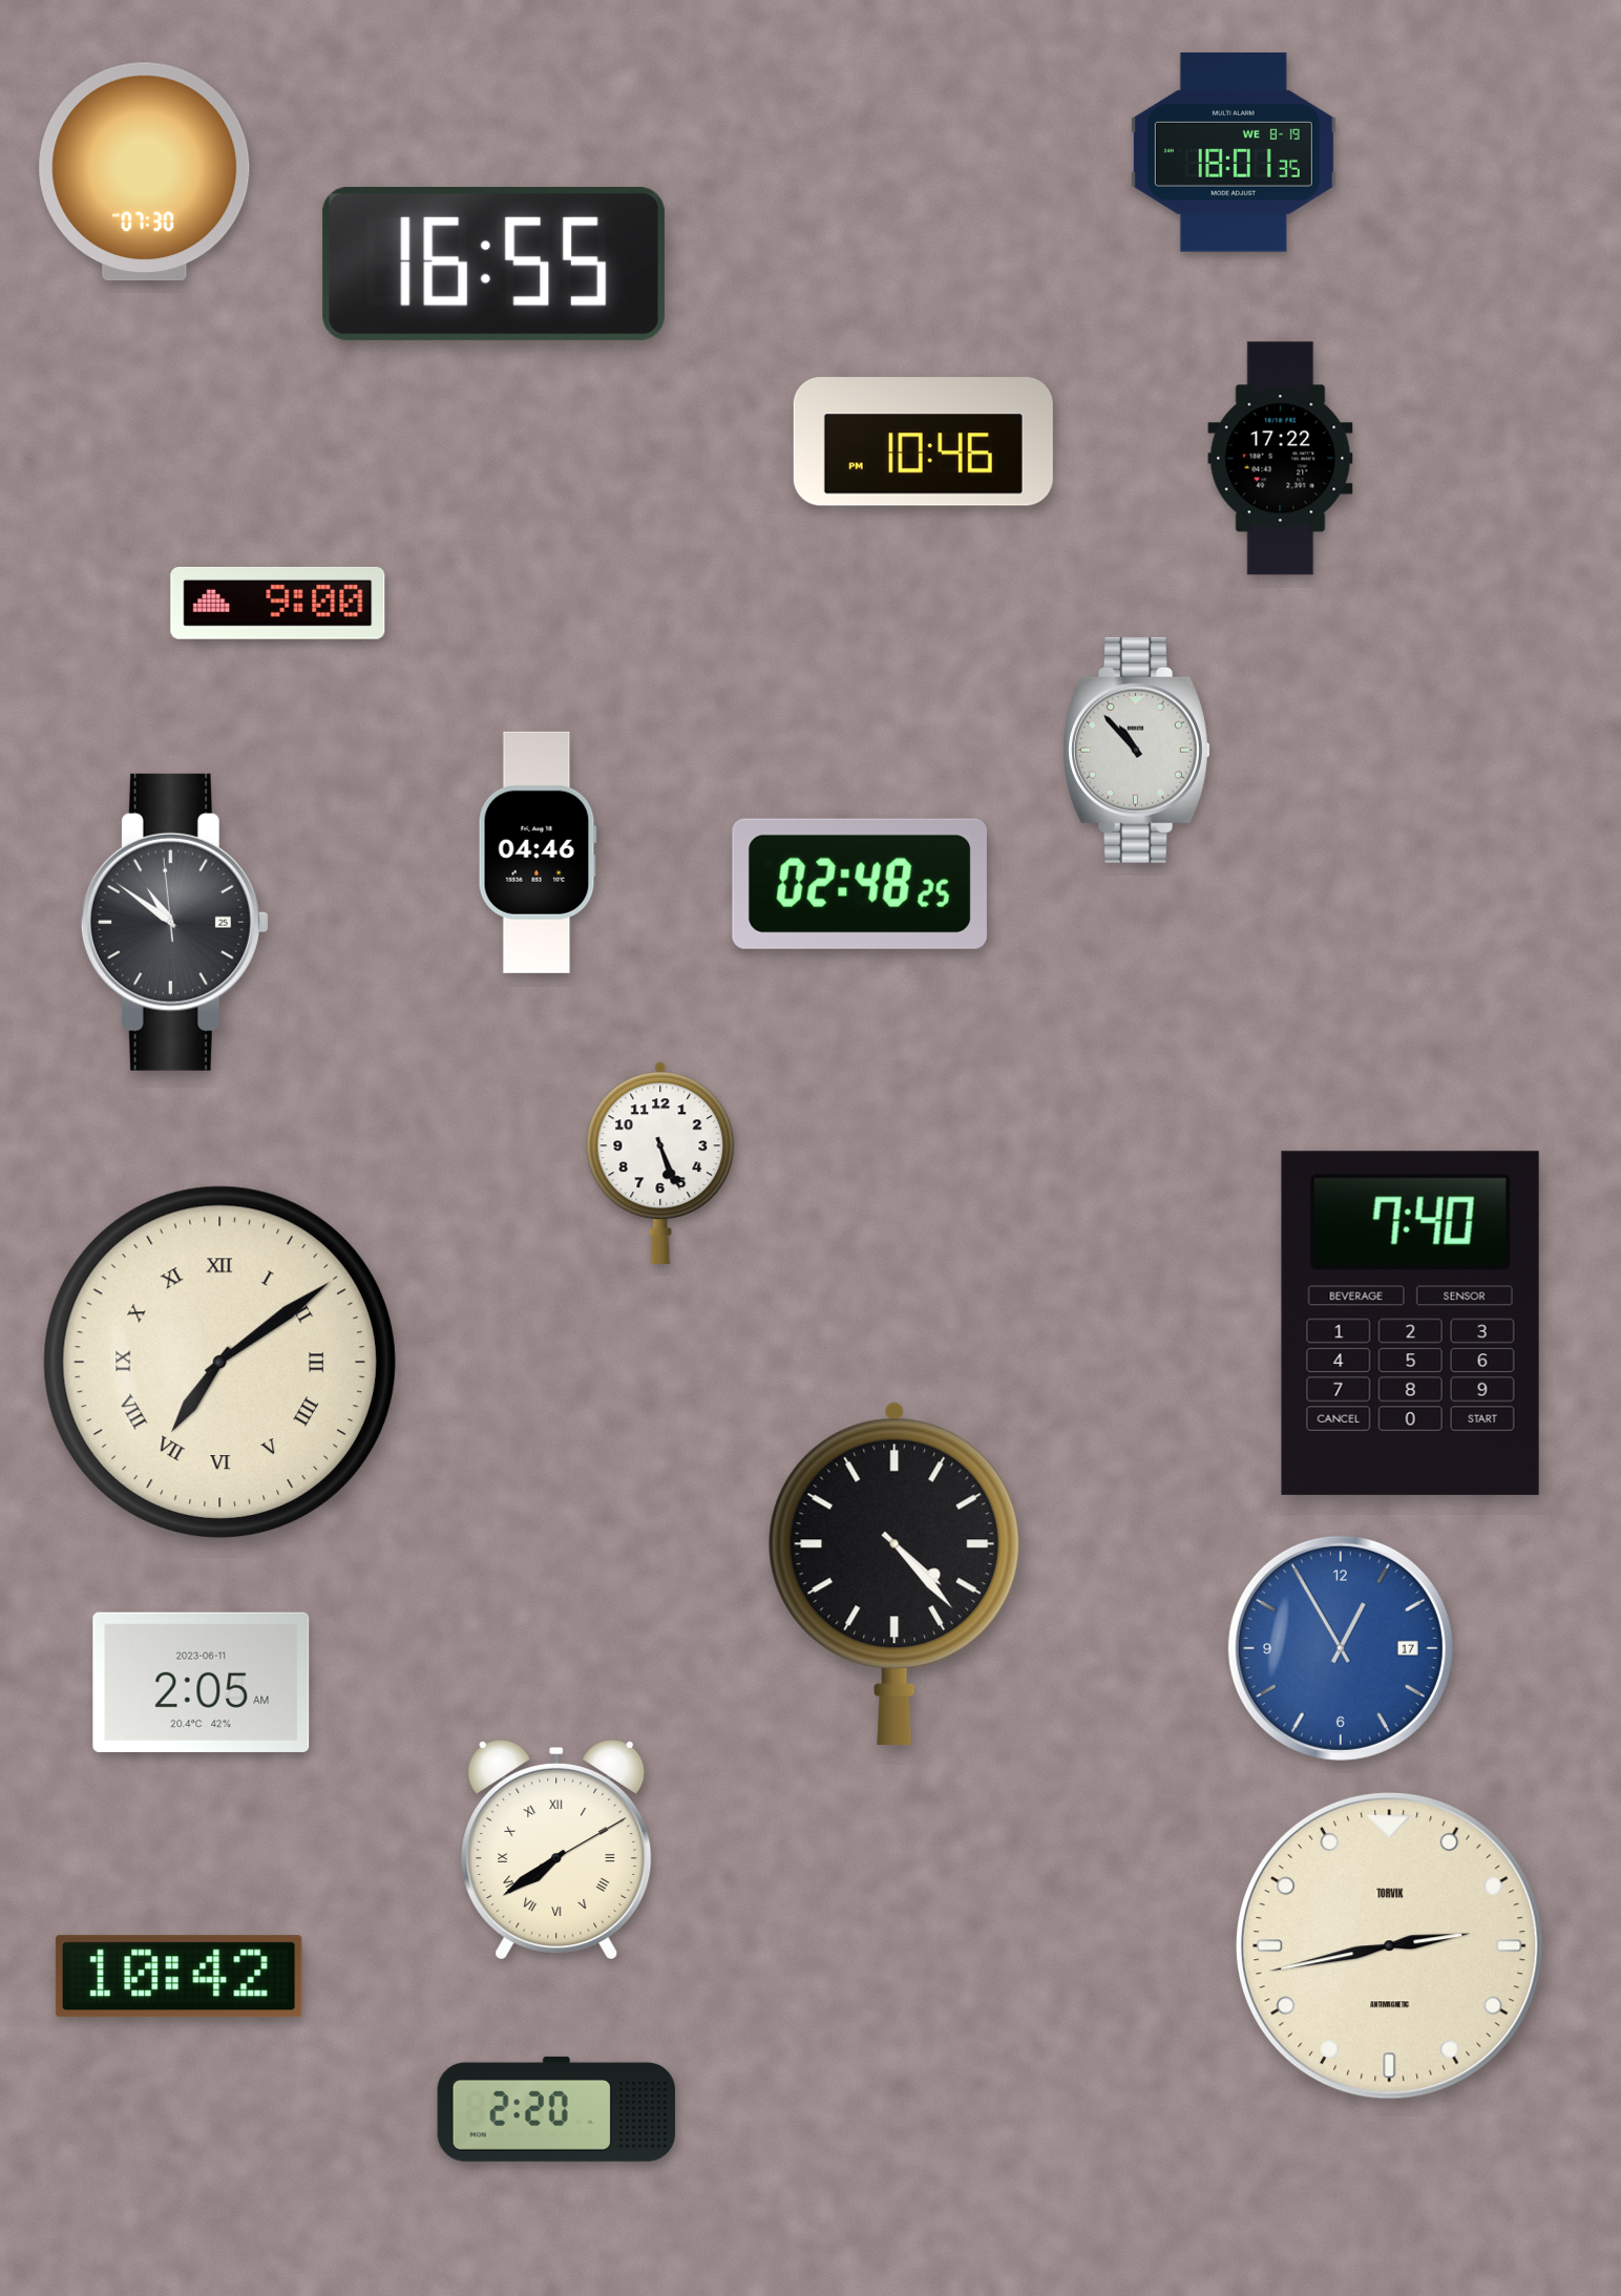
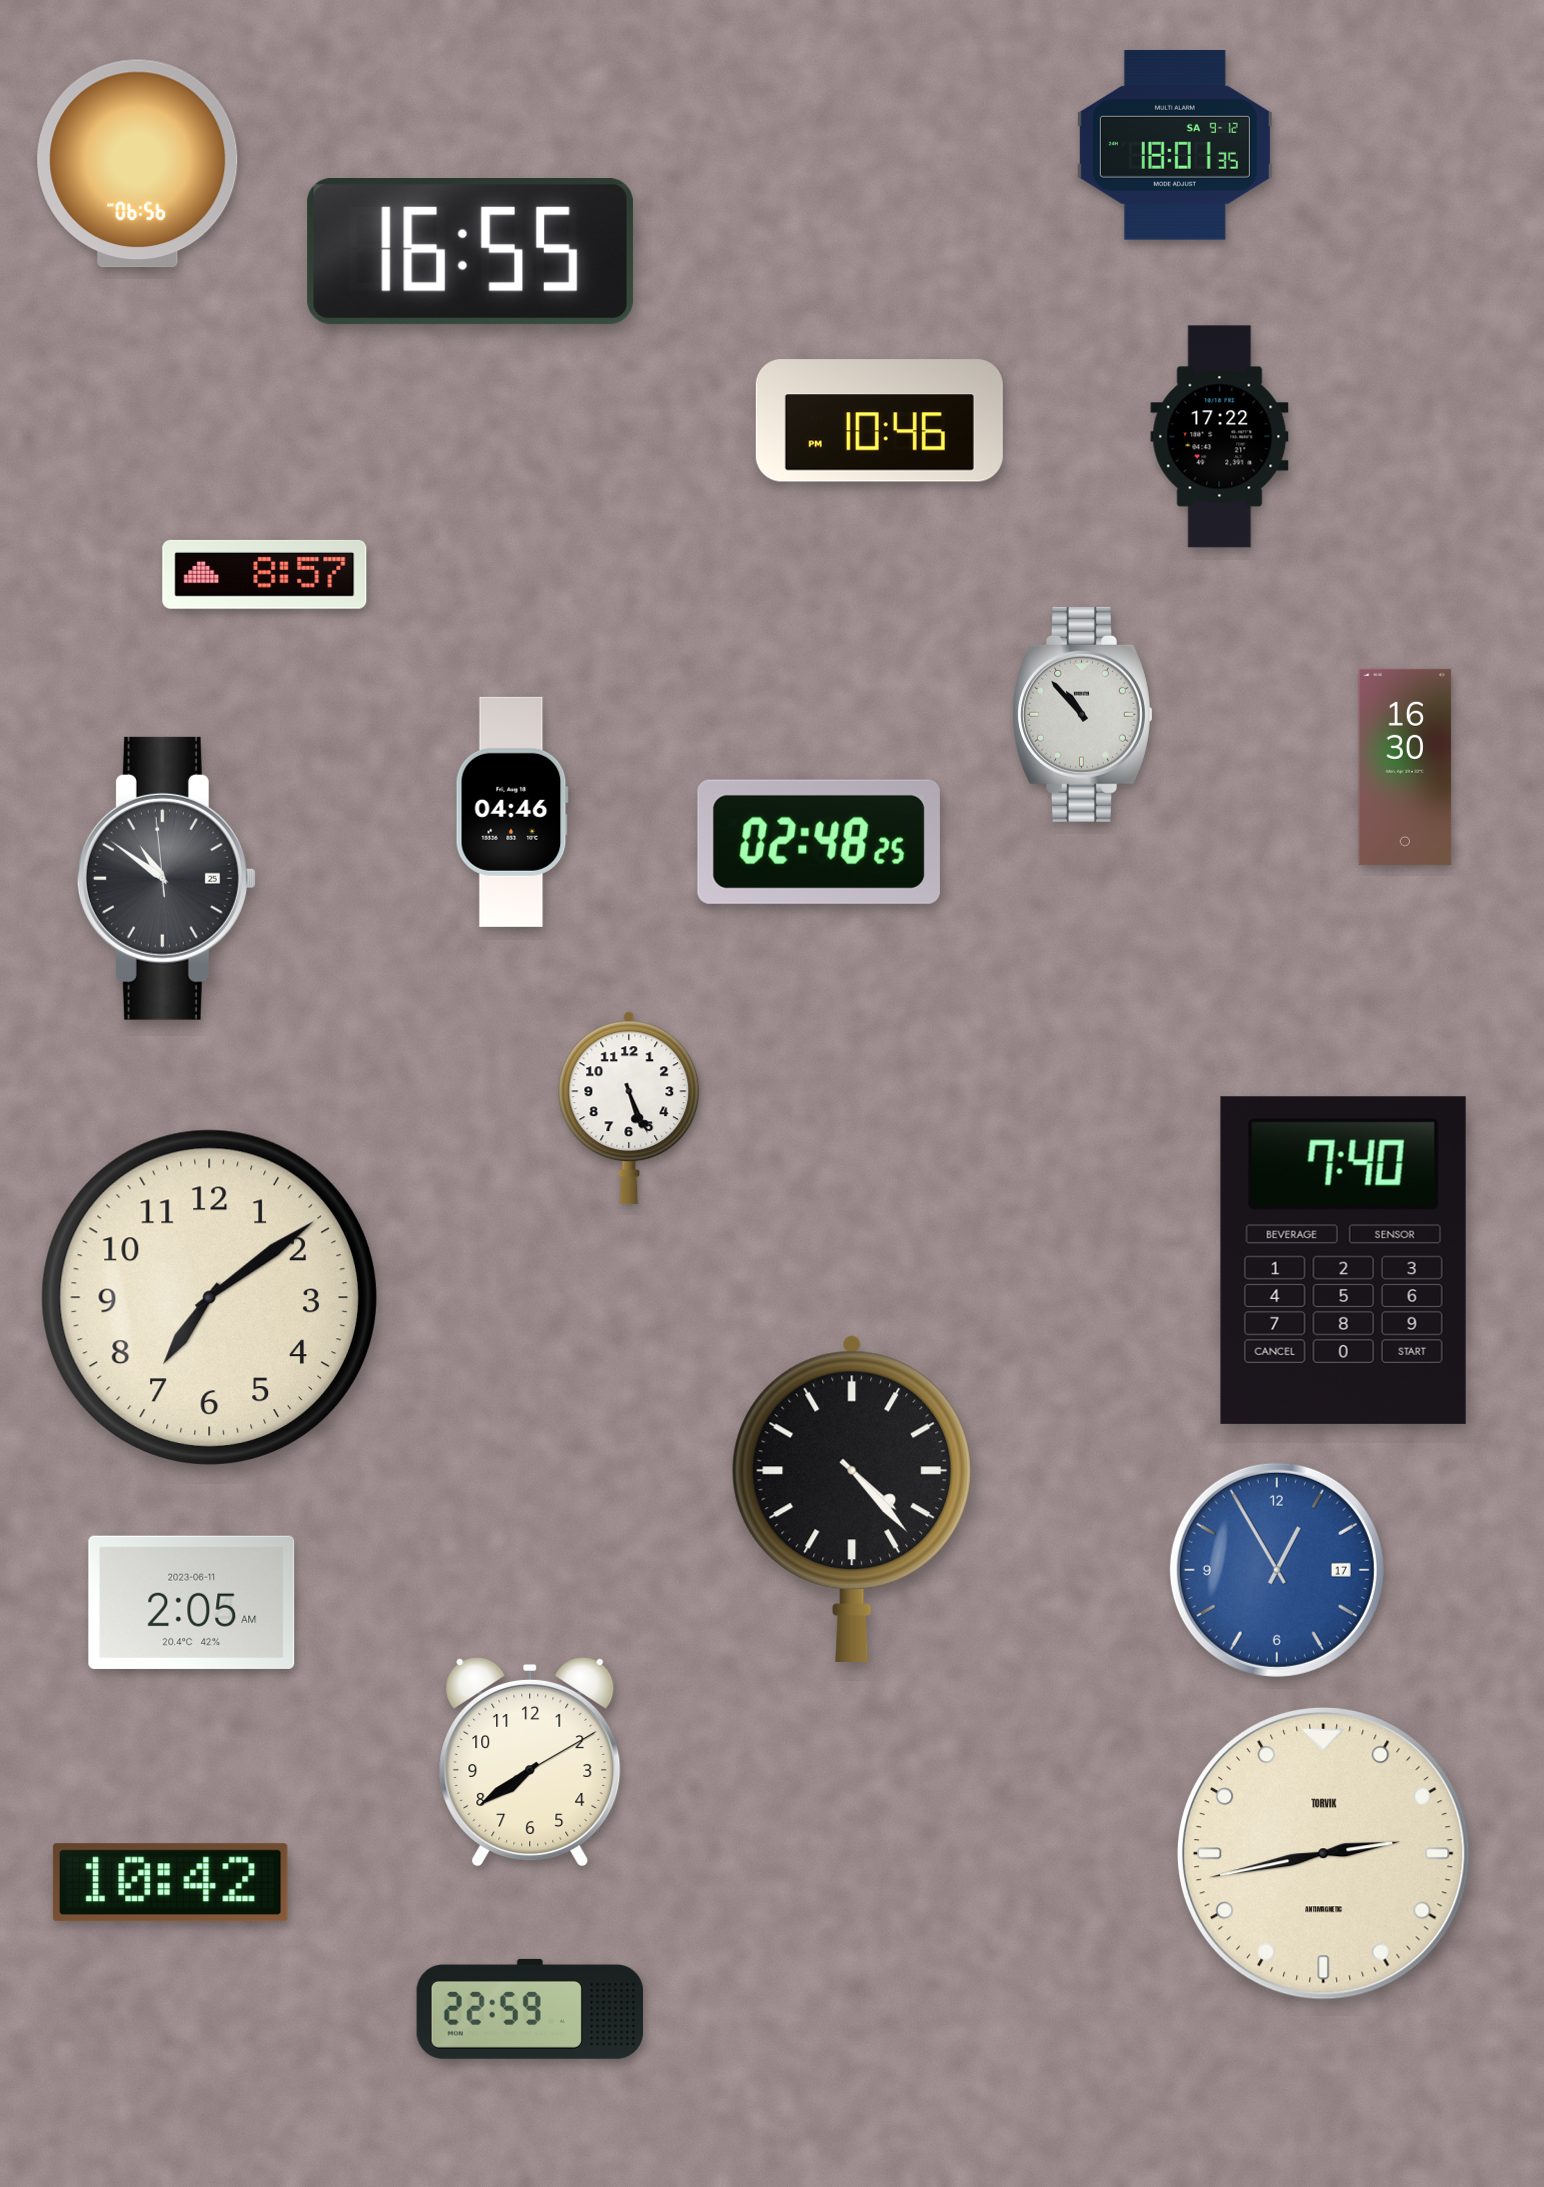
clock at (1234, 152) date: WE 8-19 -> SA 9-12
clock at (145, 172): 07:30 -> 06:56
clock at (278, 603): 9:00 -> 8:57
clock at (1405, 767): none -> 16:30
clock at (219, 1362) numerals: Roman -> Arabic
clock at (556, 1849) numerals: Roman -> Arabic
clock at (556, 2109): 2:20 -> 22:59
